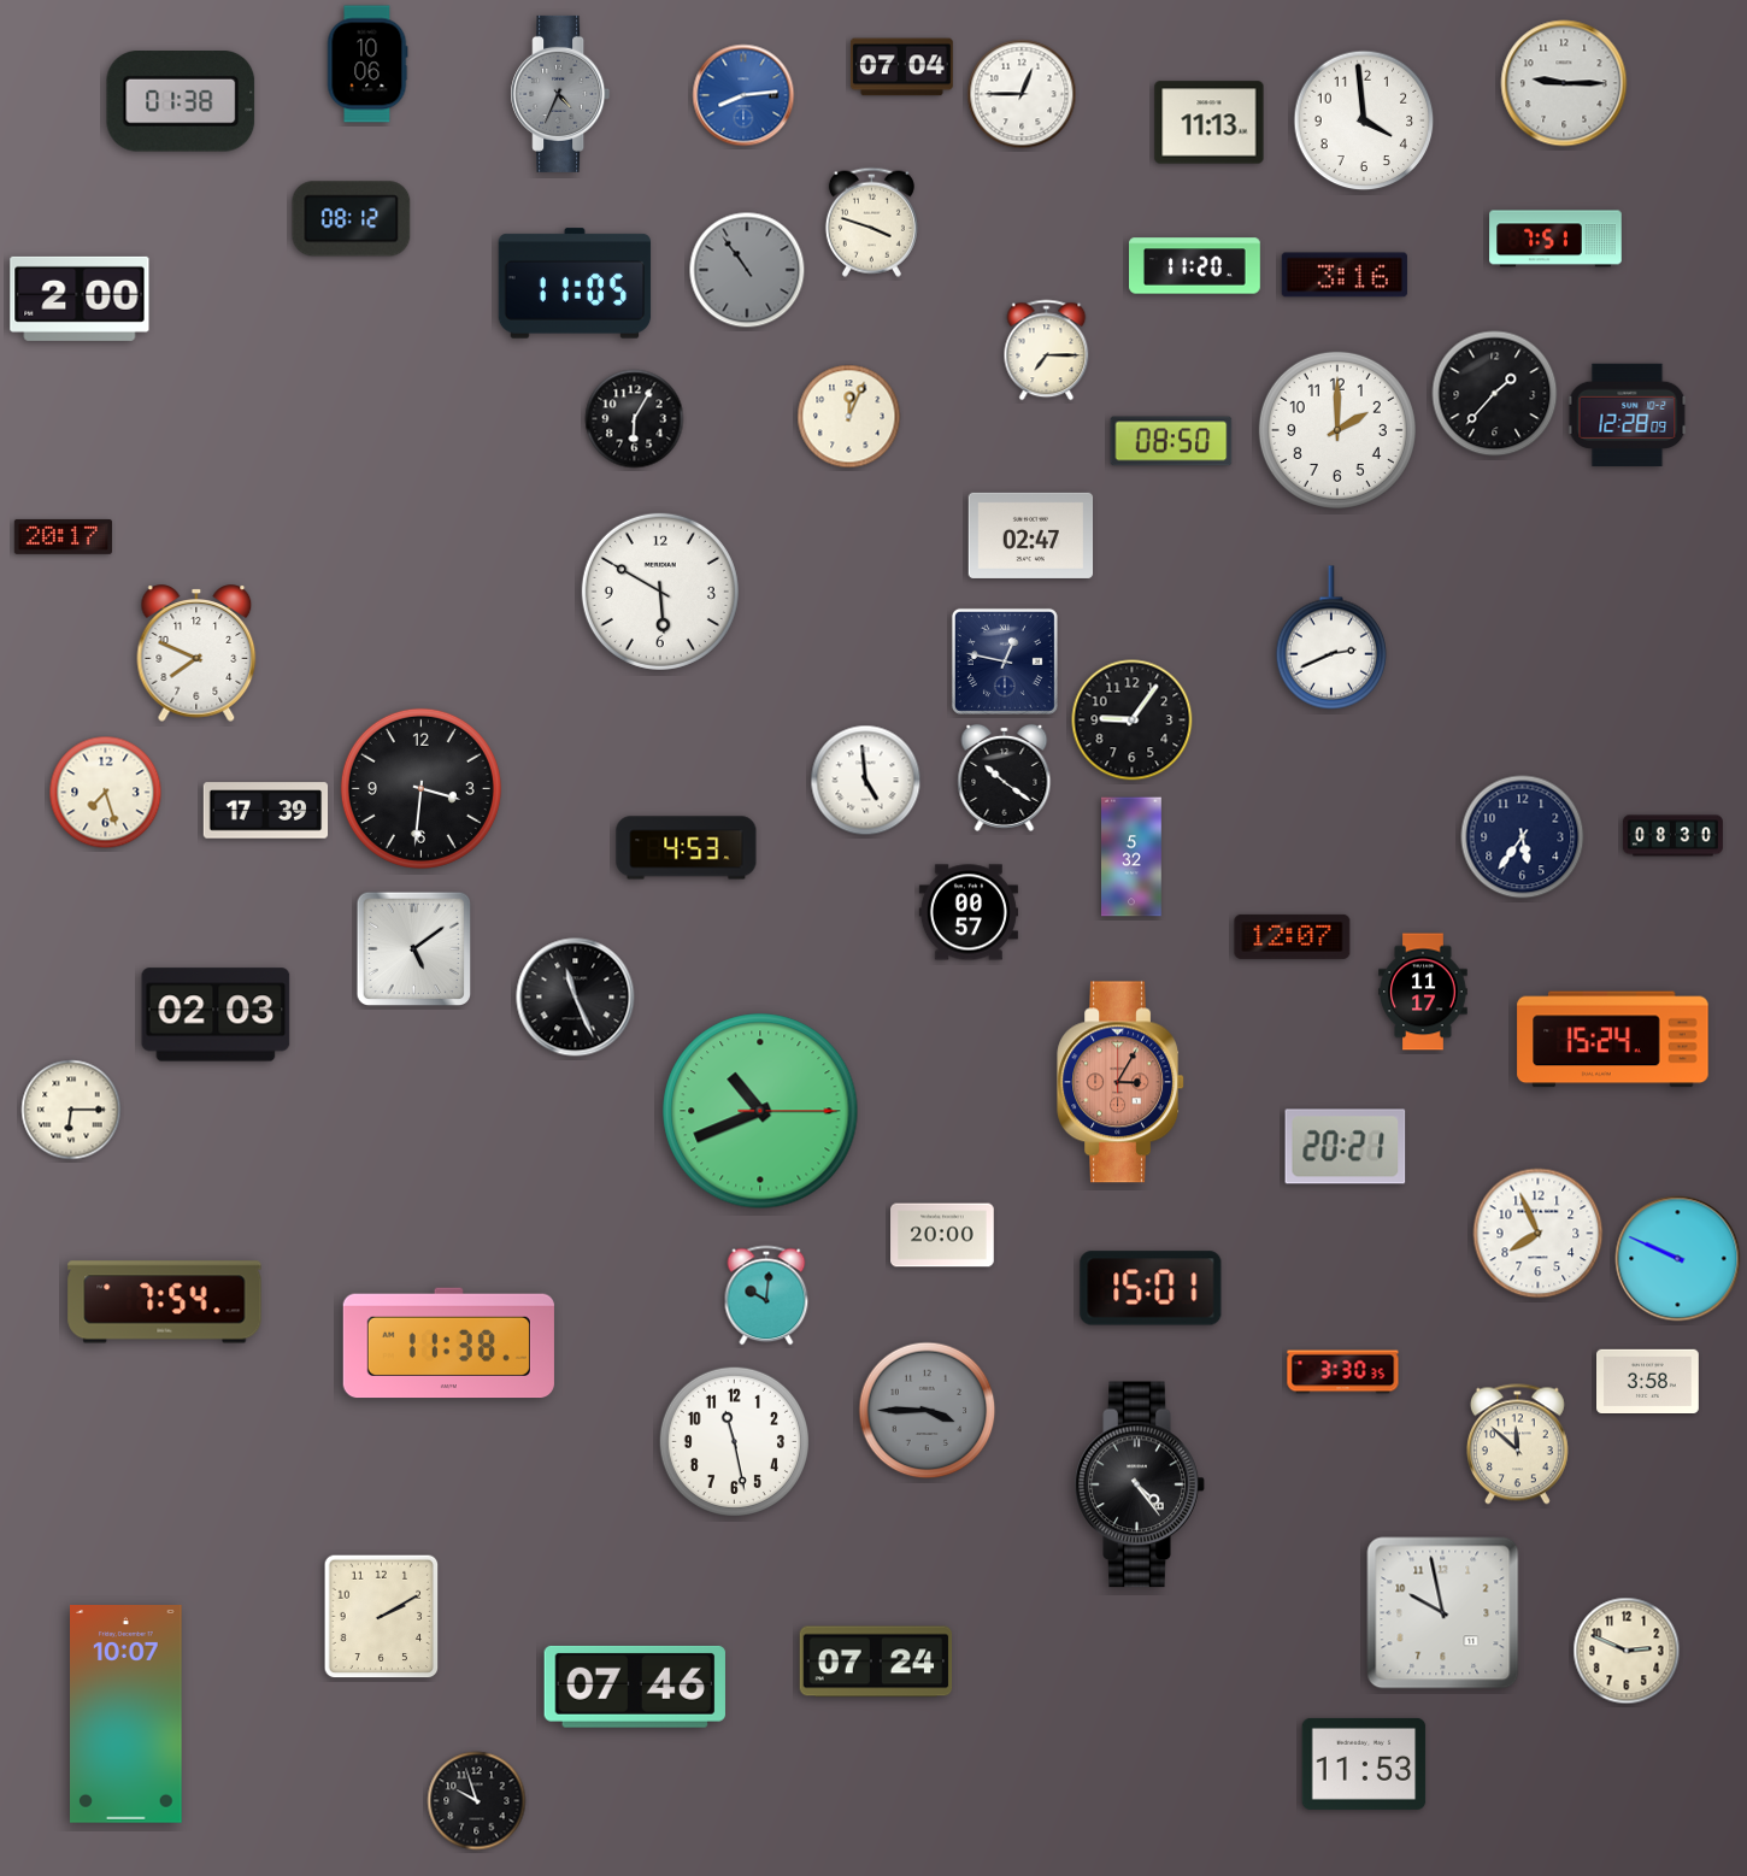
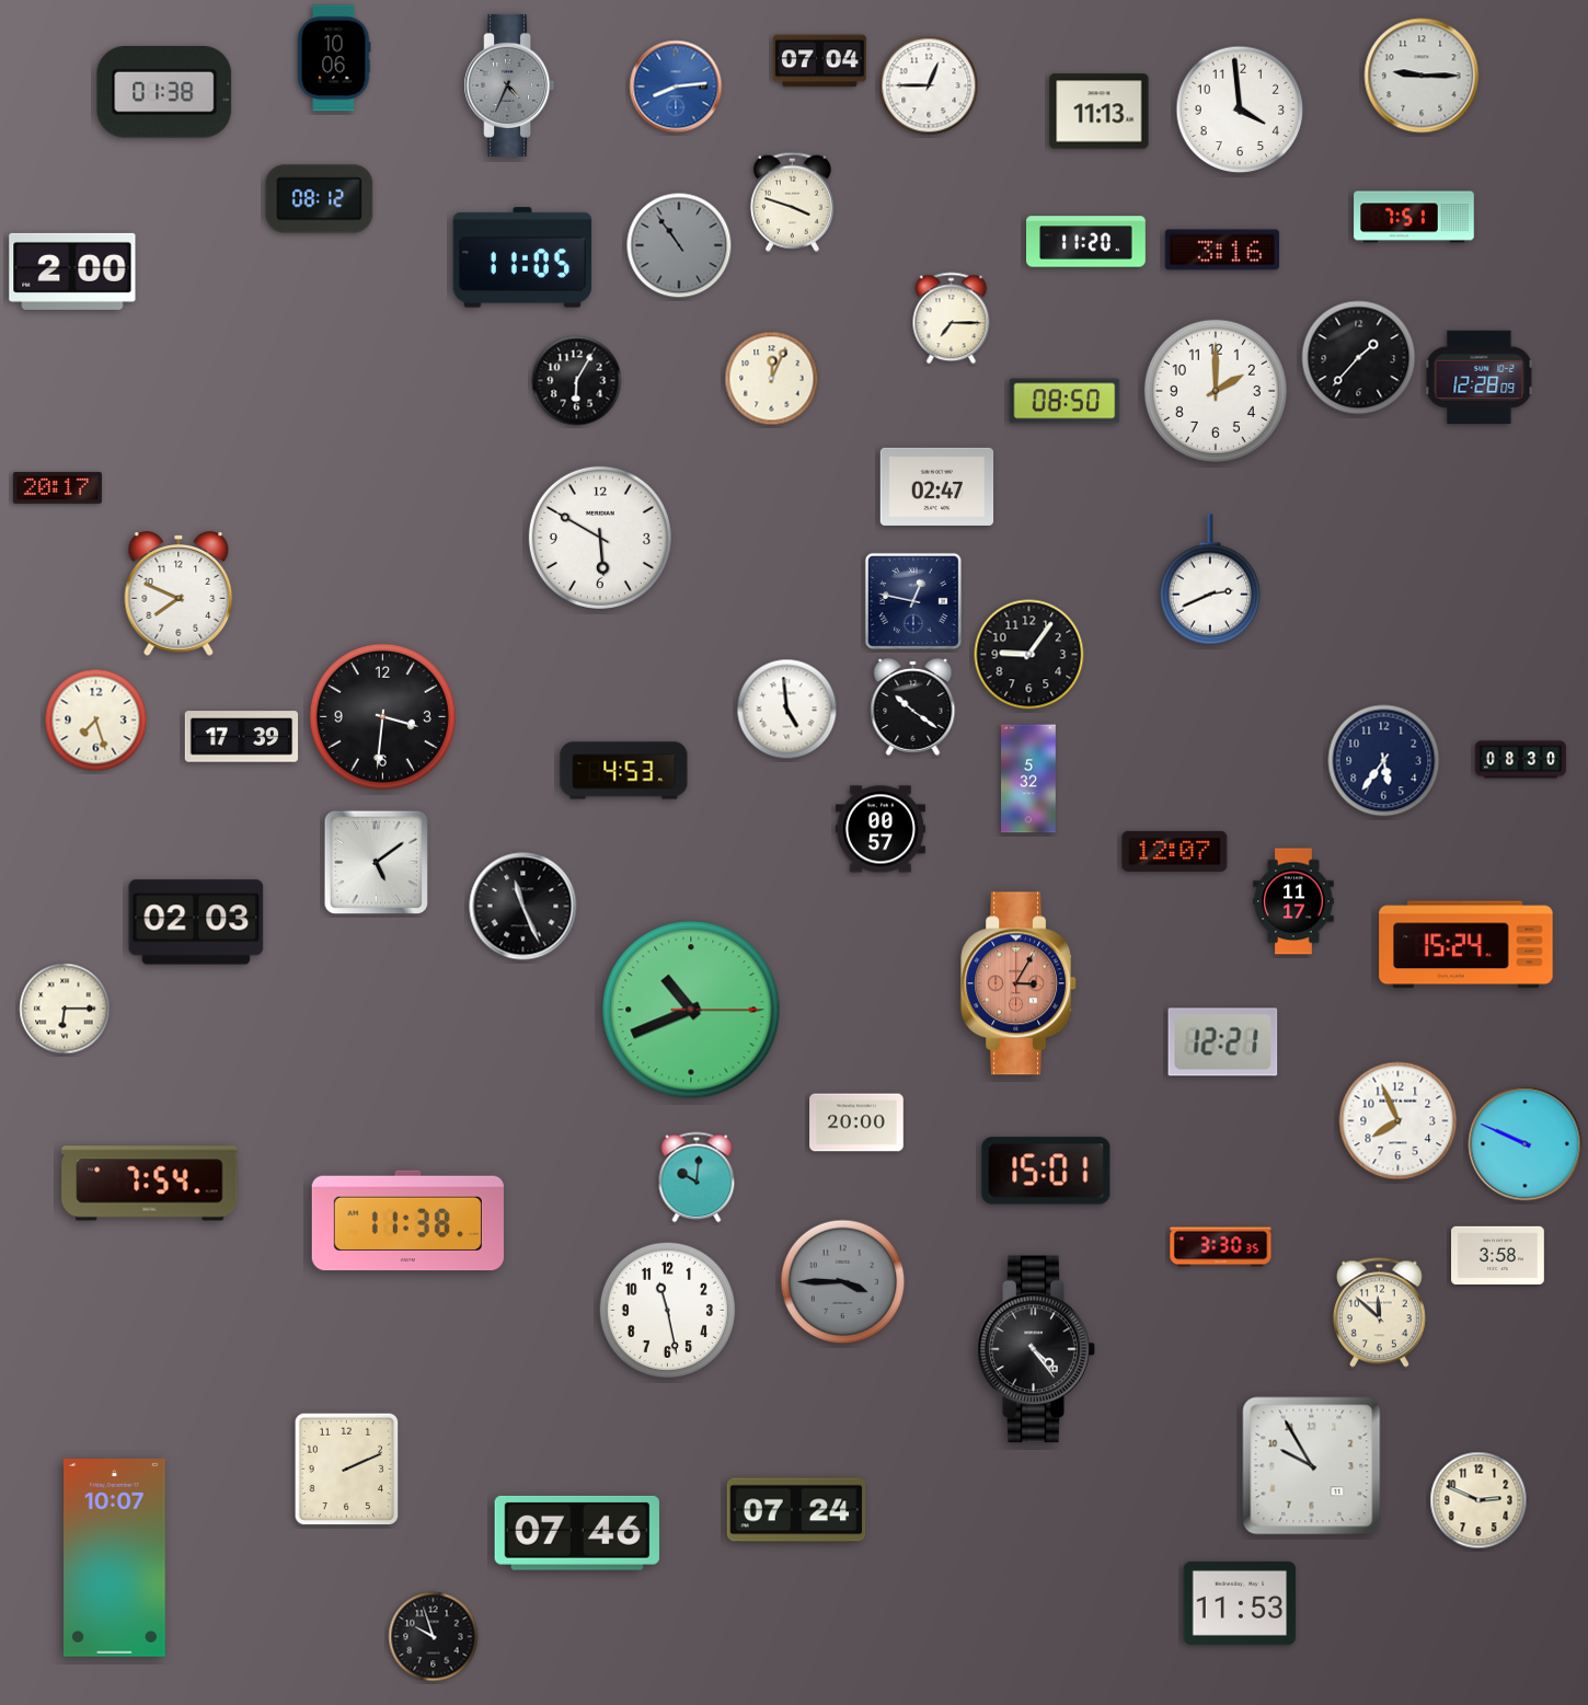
clock at (1346, 1147): 20:21 -> 12:21
clock at (1443, 1613): 9:58 -> 9:55
clock at (382, 1617): 2:10 -> 2:11
